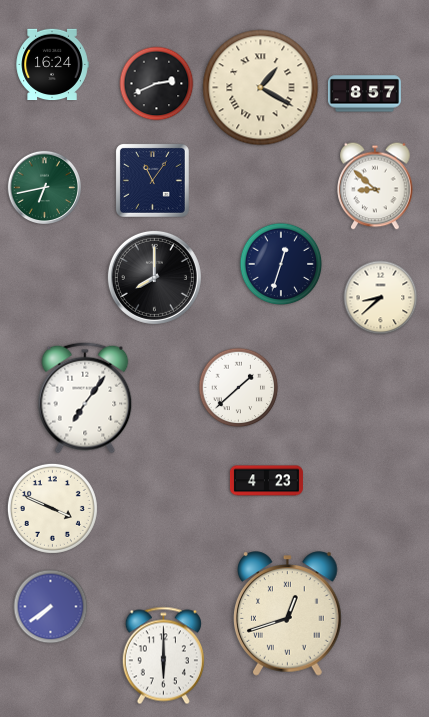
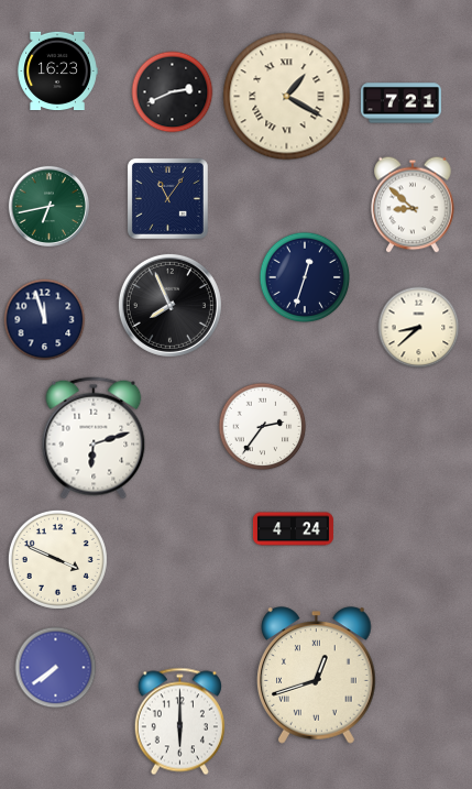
clock at (52, 65): 16:24 -> 16:23
clock at (364, 94): 8:57 -> 7:21
clock at (281, 264) position: (281, 264) -> (305, 277)
clock at (154, 277): 8:00 -> 7:56
clock at (45, 320): none -> 11:57
clock at (239, 388): 1:38 -> 2:36
clock at (85, 398): 7:06 -> 6:12
clock at (266, 481): 4:23 -> 4:24
